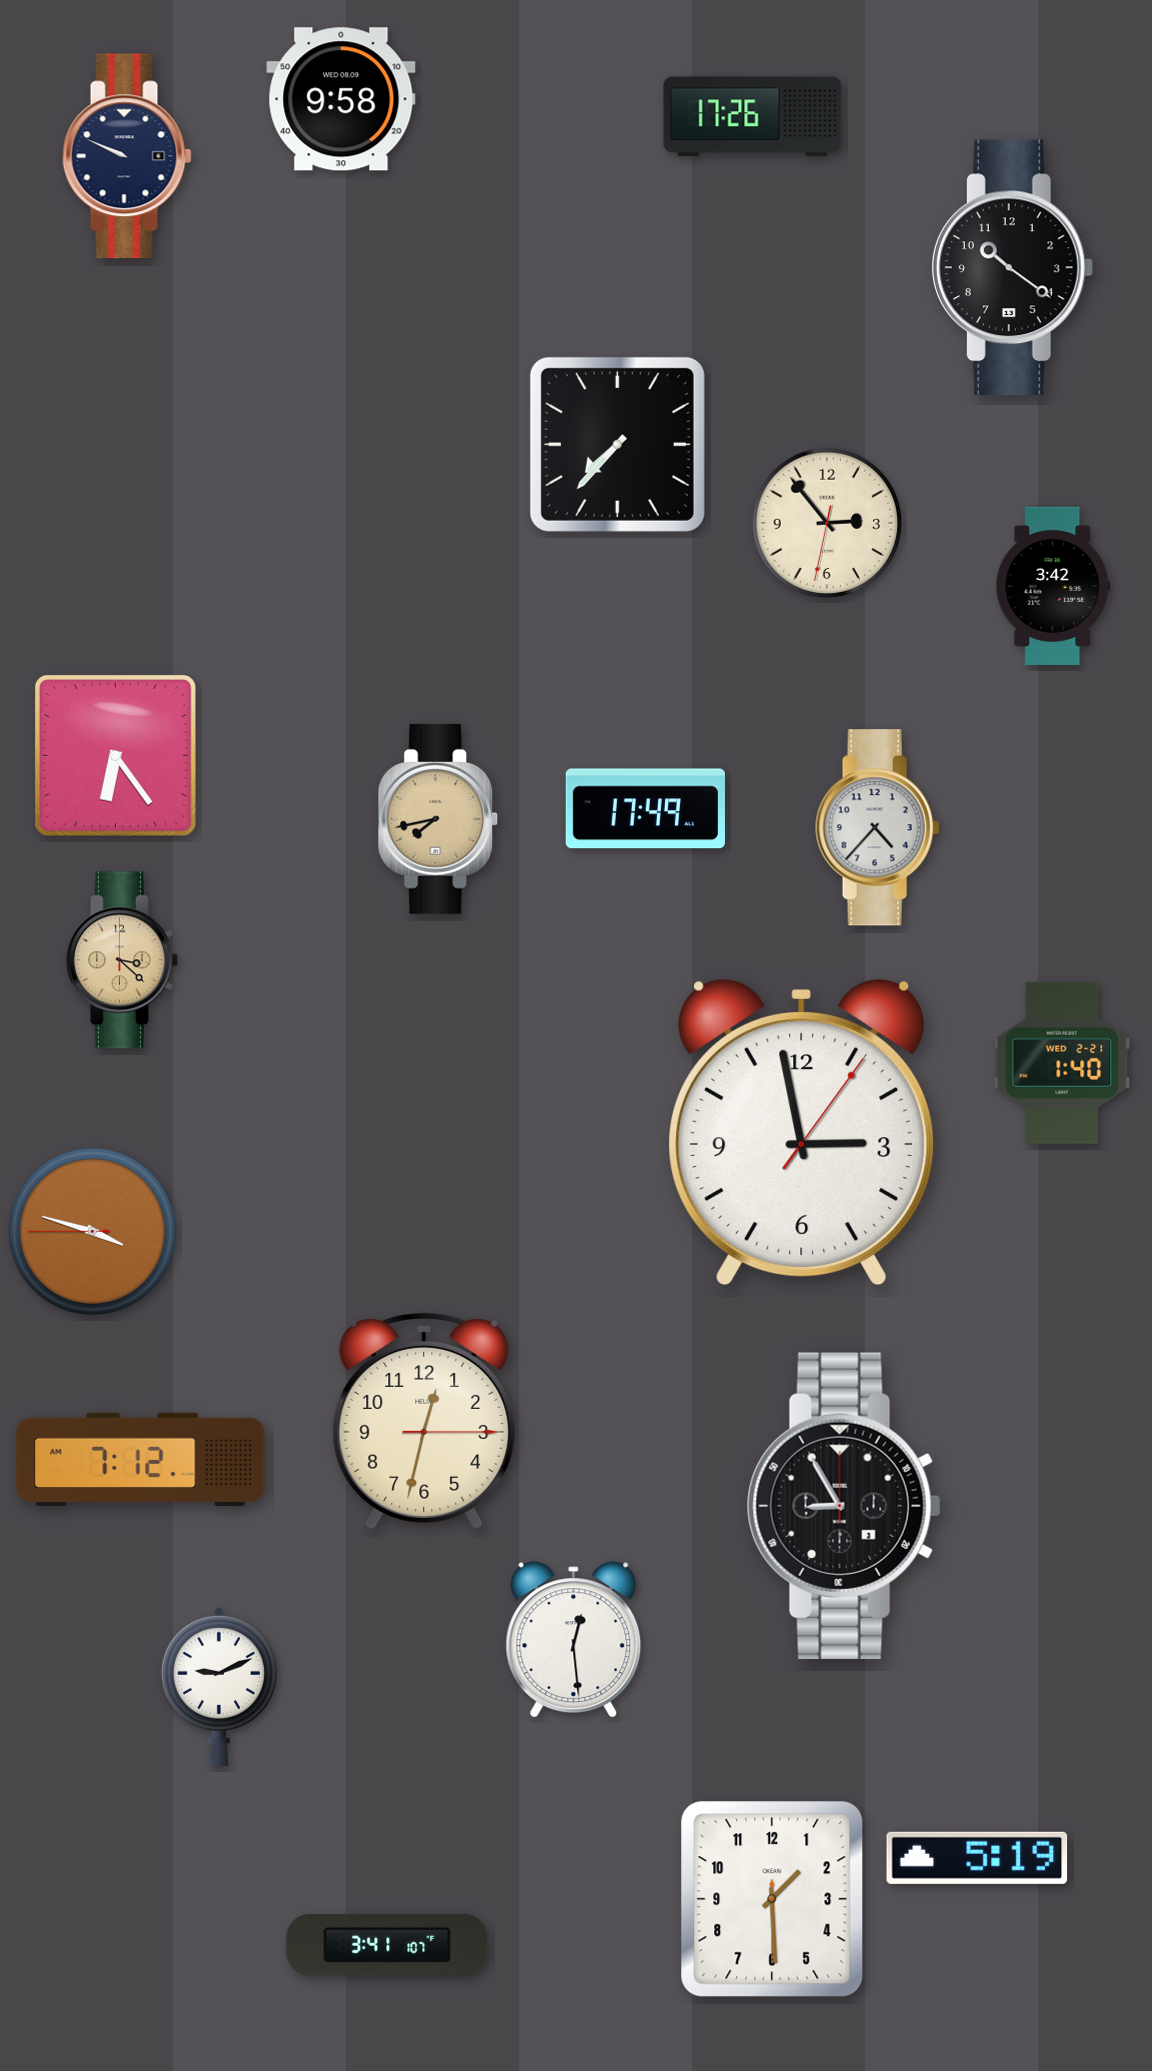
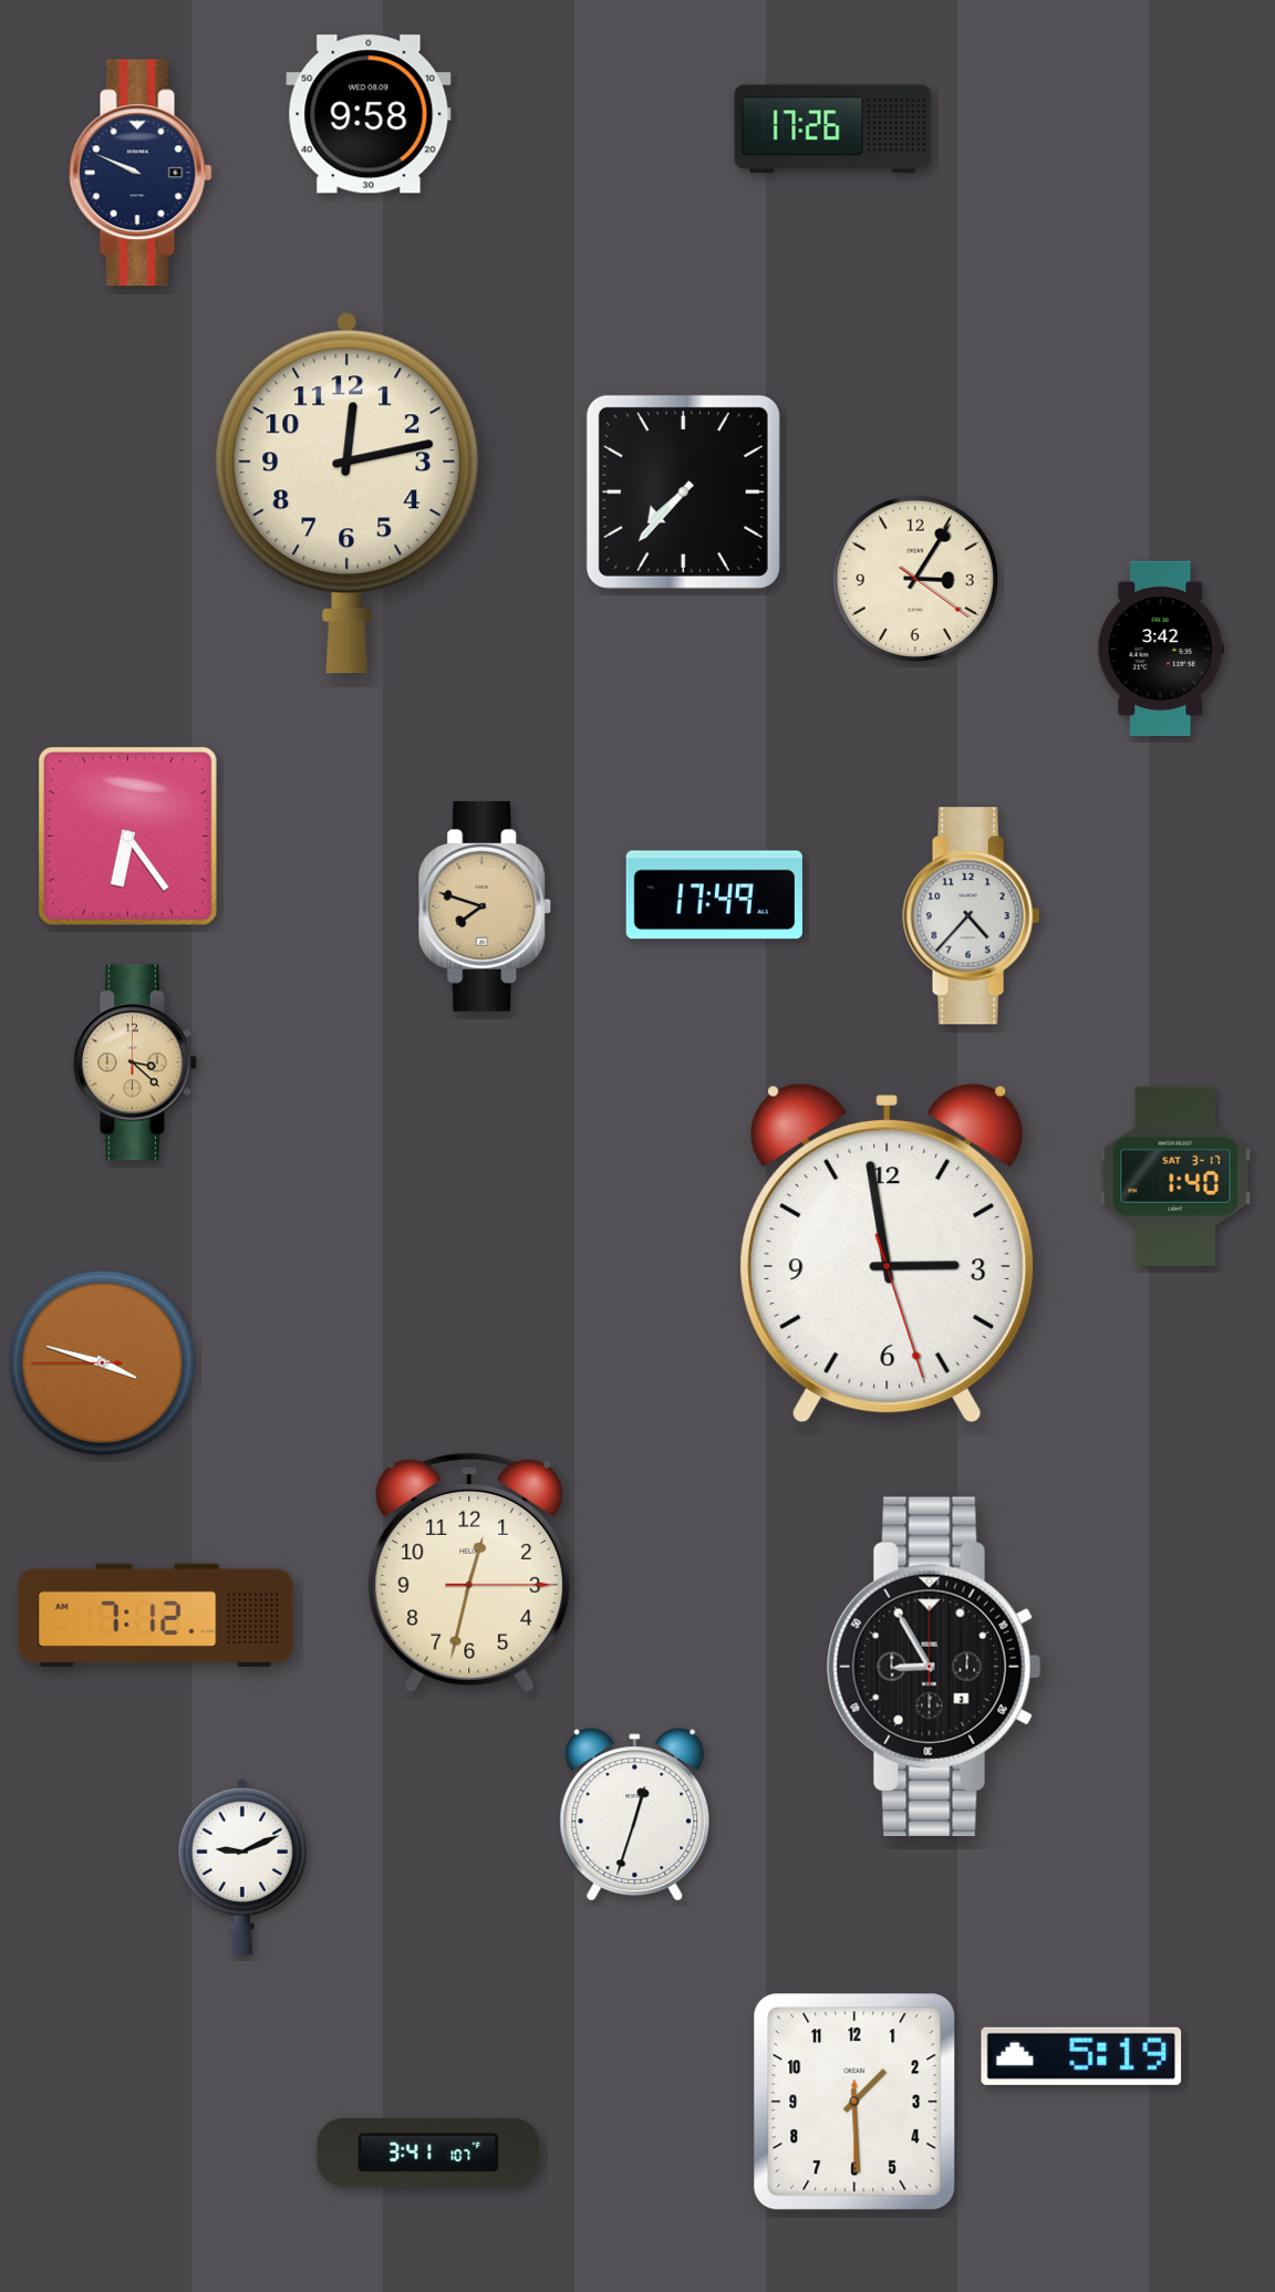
clock at (341, 99) position: (341, 99) -> (369, 114)
clock at (1012, 267): 10:21 -> none
clock at (348, 492): none -> 12:13
clock at (826, 522): 2:53 -> 3:05
clock at (1053, 586) position: (1053, 586) -> (1161, 649)
clock at (438, 819): 7:43 -> 7:48
clock at (1062, 1063) date: WED 2-21 -> SAT 3-17
clock at (802, 1132): 2:58:06 -> 2:58:27
clock at (574, 1639): 12:29 -> 12:33
